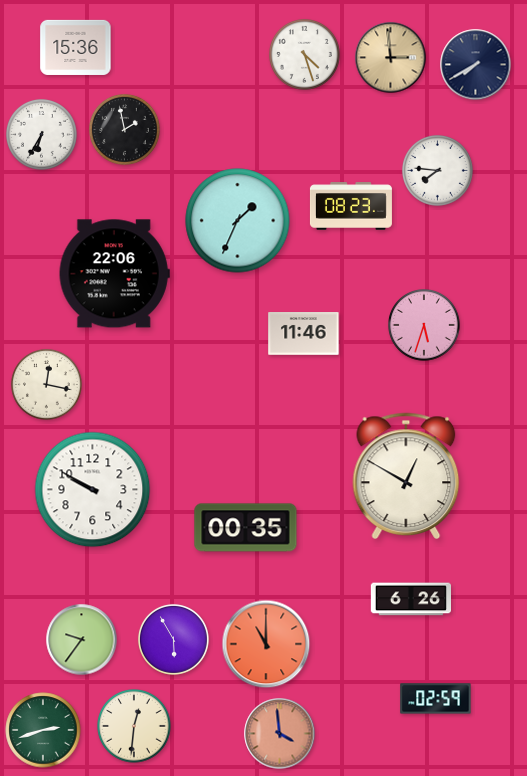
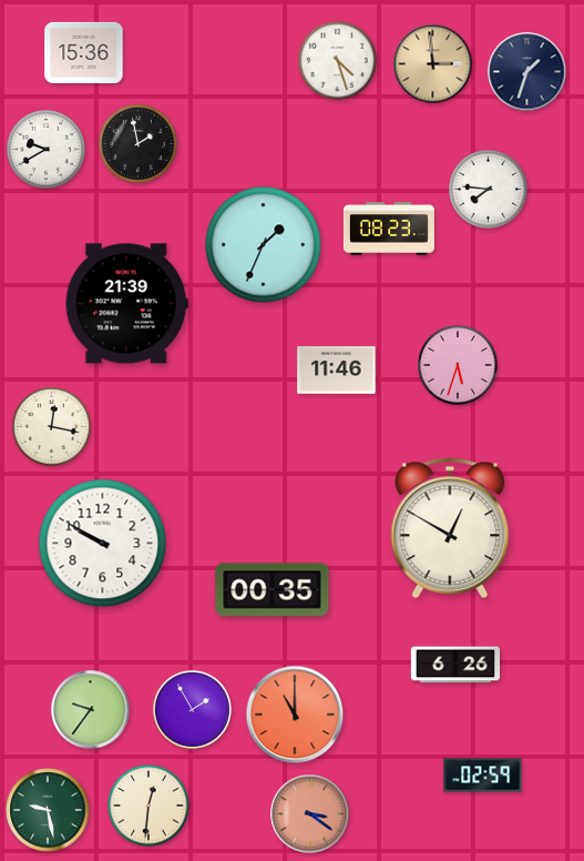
clock at (476, 65): 7:40 -> 1:33
clock at (41, 134): 6:35 -> 9:40
clock at (437, 170) position: (437, 170) -> (488, 189)
clock at (114, 274): 22:06 -> 21:39
clock at (425, 326) position: (425, 326) -> (459, 366)
clock at (246, 528) position: (246, 528) -> (273, 590)
clock at (173, 639): 5:55 -> 1:55
clock at (43, 730): 2:42 -> 9:28
clock at (280, 734): 3:59 -> 3:21
